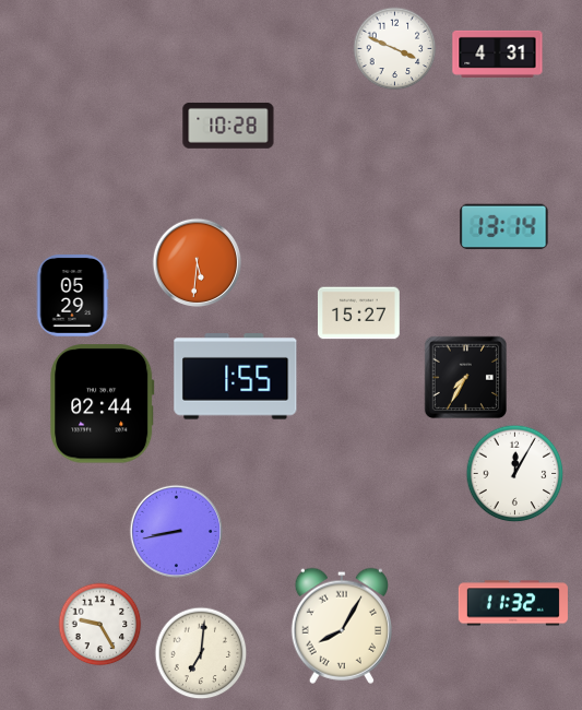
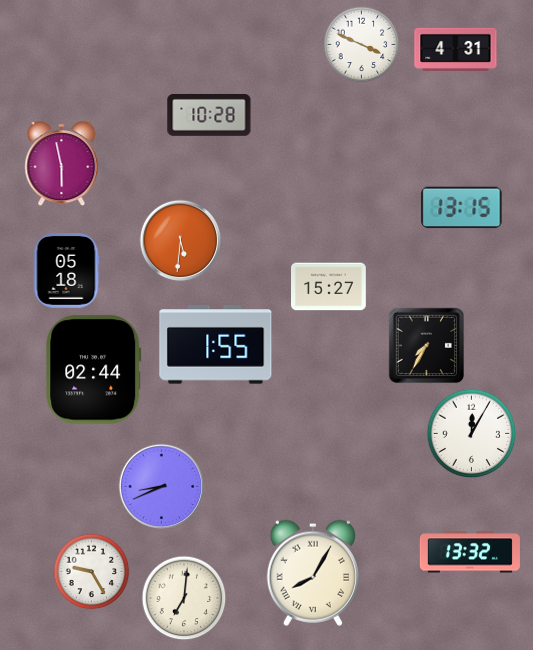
clock at (62, 165): none -> 5:58
clock at (504, 227): 13:14 -> 13:15
clock at (72, 296): 05:29 -> 05:18
clock at (177, 532): 8:43 -> 8:41
clock at (513, 603): 11:32 -> 13:32
